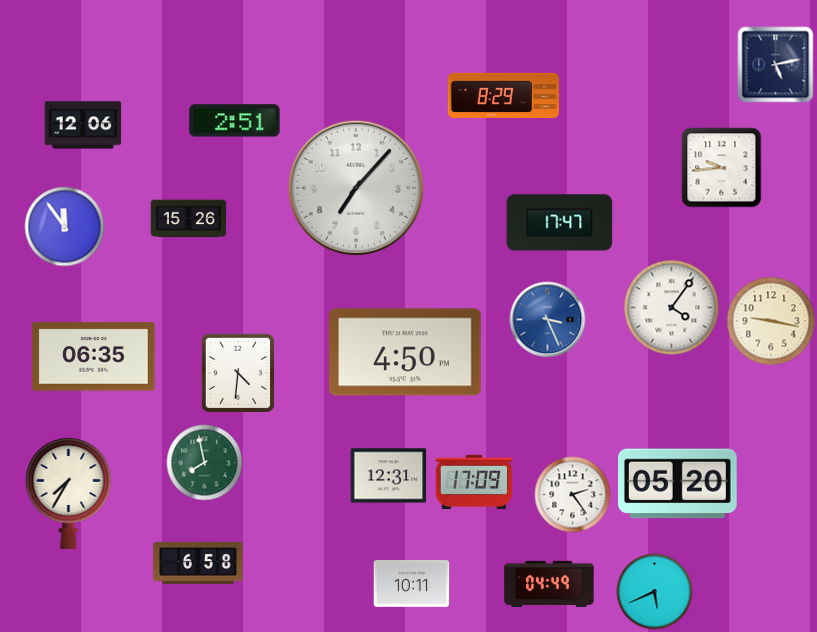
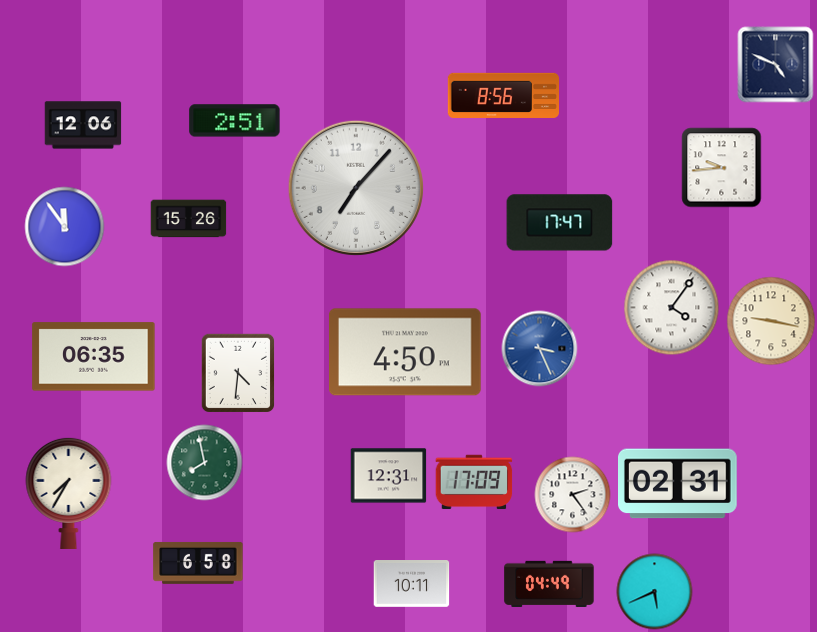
clock at (776, 65): 5:13 -> 4:49
clock at (503, 95): 8:29 -> 8:56
clock at (548, 320) position: (548, 320) -> (540, 349)
clock at (678, 484): 05:20 -> 02:31
